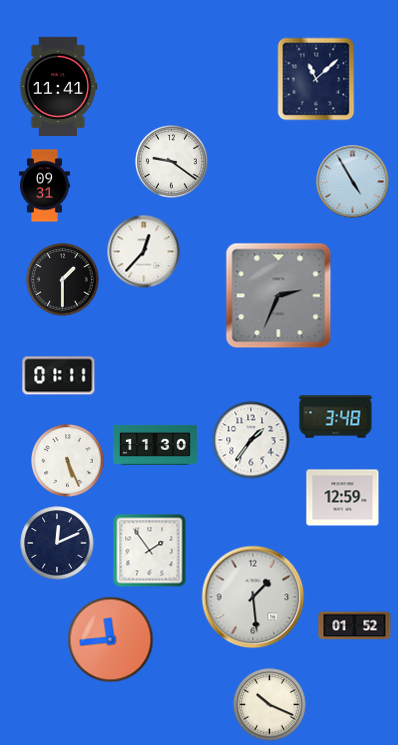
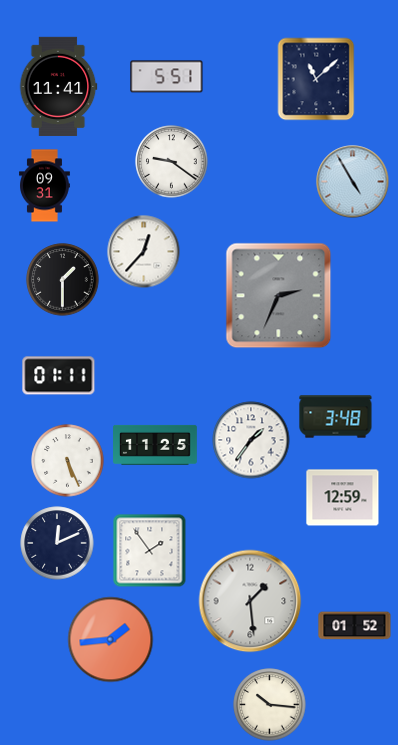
clock at (167, 77): none -> 5:51
clock at (156, 445): 11:30 -> 11:25
clock at (253, 597) position: (253, 597) -> (250, 601)
clock at (111, 640): 11:44 -> 1:44
clock at (270, 705): 10:19 -> 10:16
